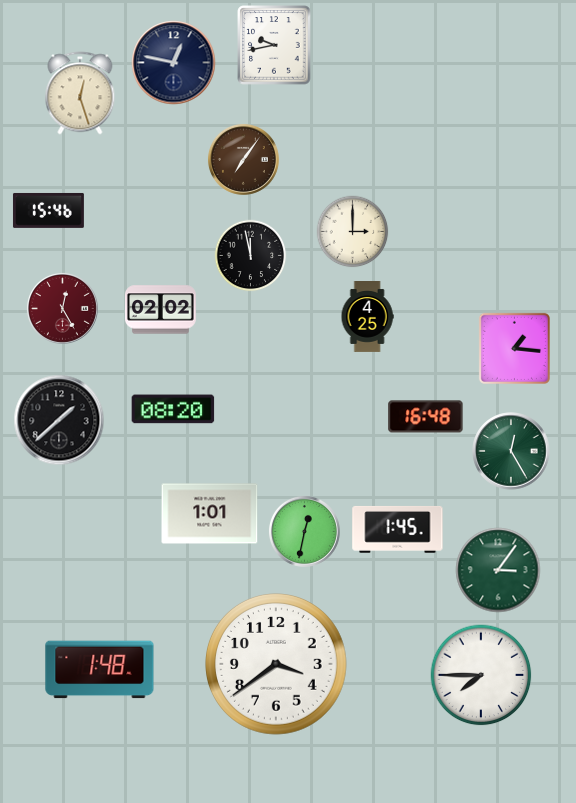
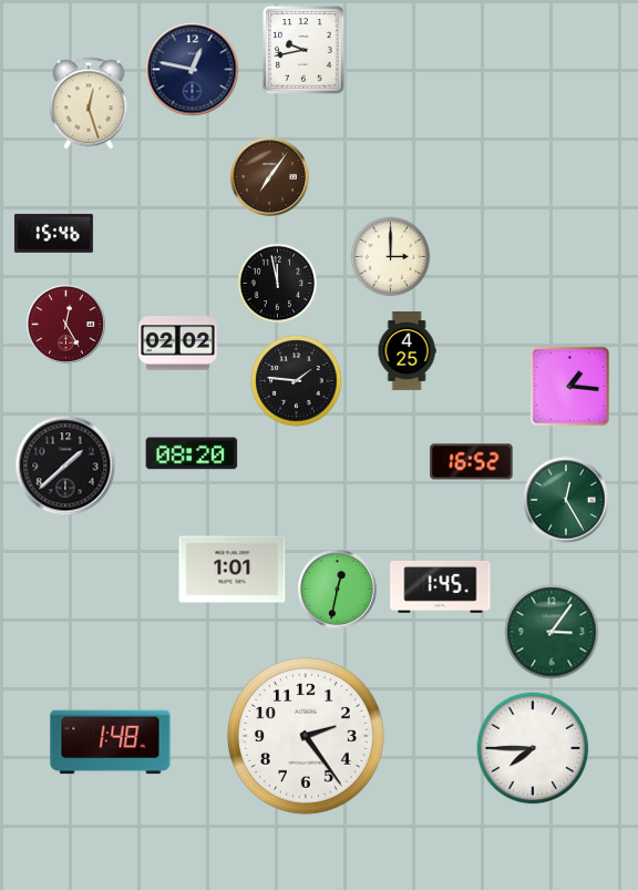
clock at (62, 308) position: (62, 308) -> (65, 324)
clock at (297, 381): none -> 1:46
clock at (426, 417): 16:48 -> 16:52
clock at (277, 665): 3:39 -> 2:24
